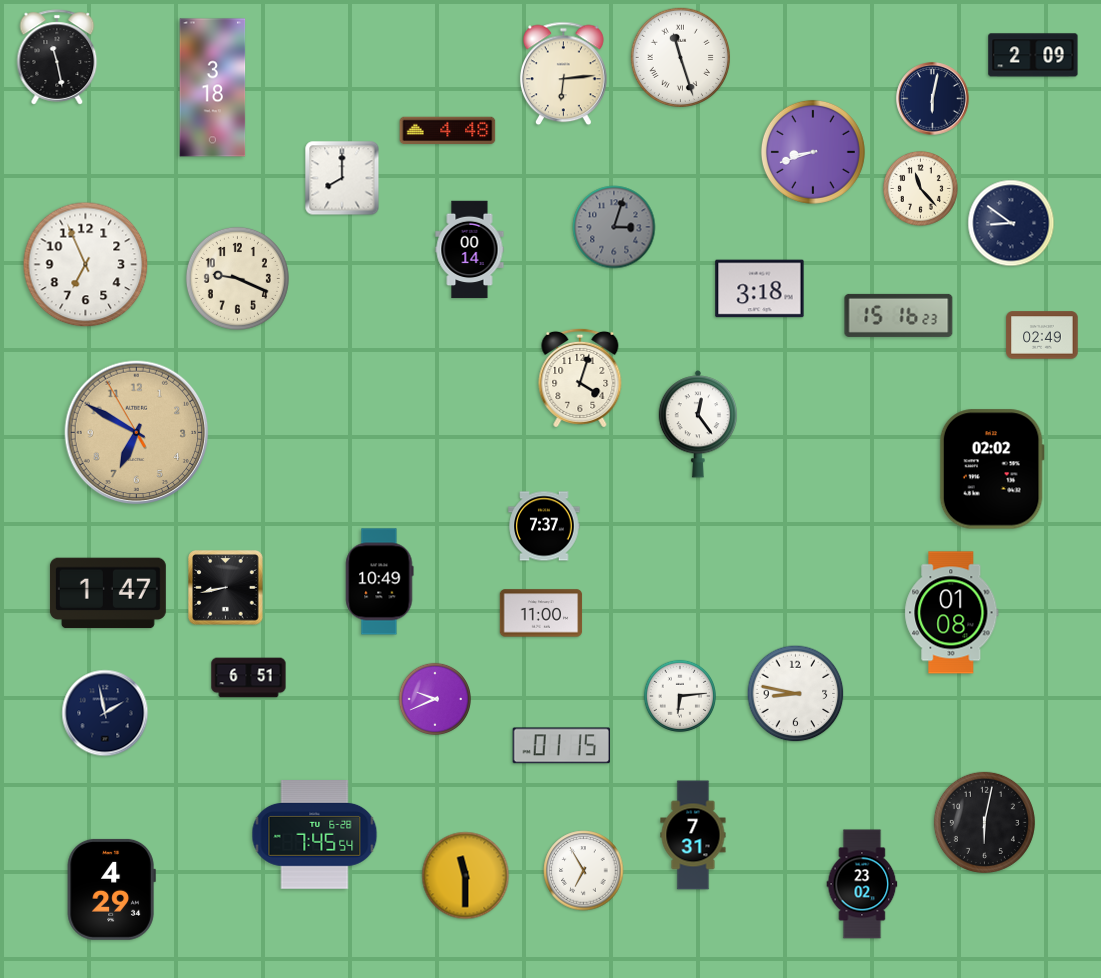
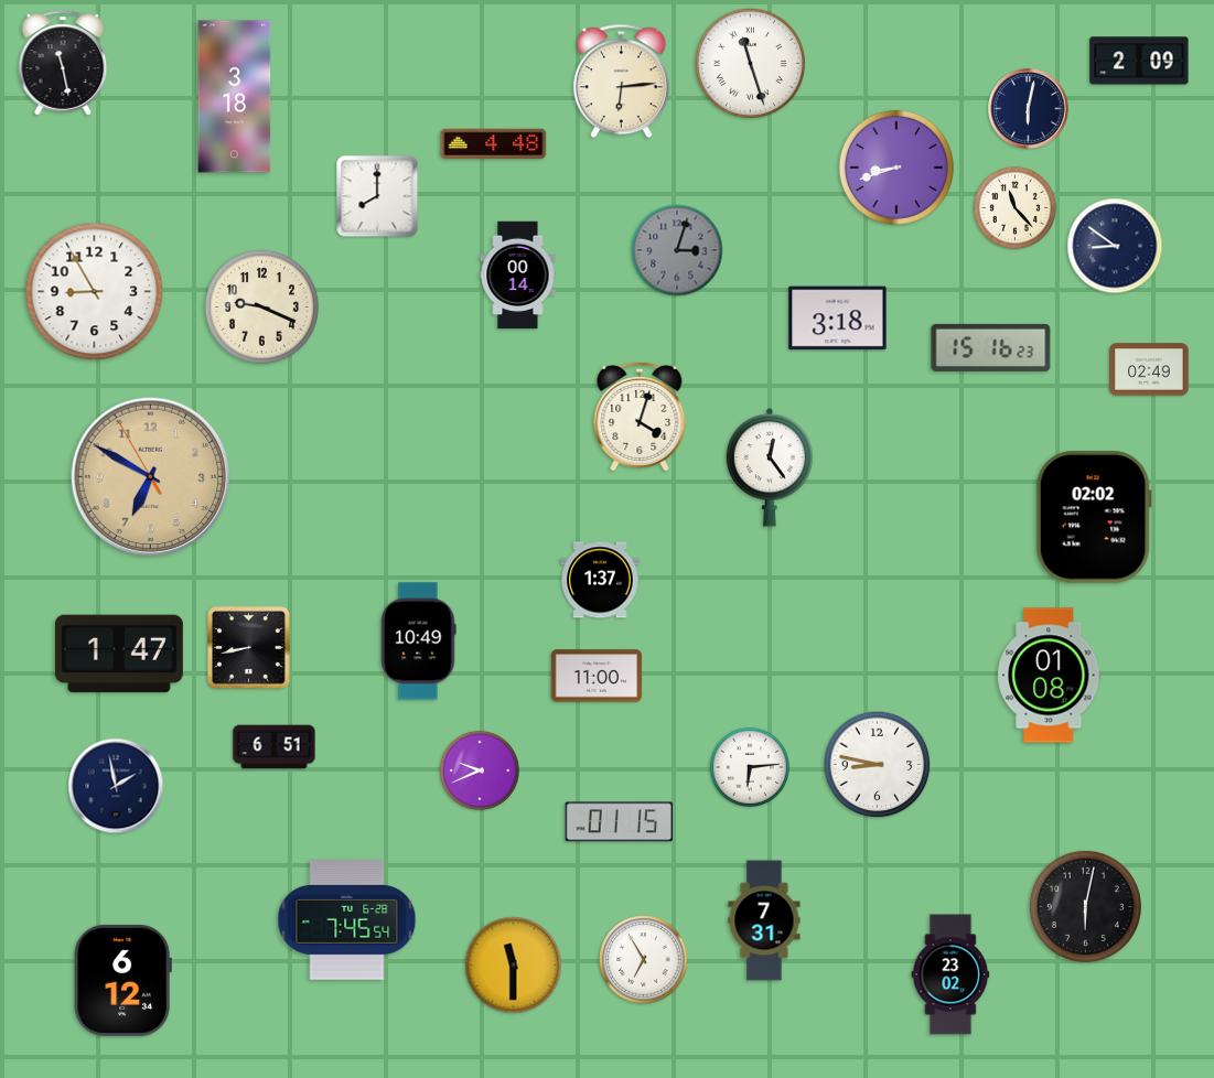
clock at (86, 265): 6:56 -> 8:55
clock at (544, 526): 7:37 -> 1:37
clock at (111, 889): 4:29 -> 6:12
